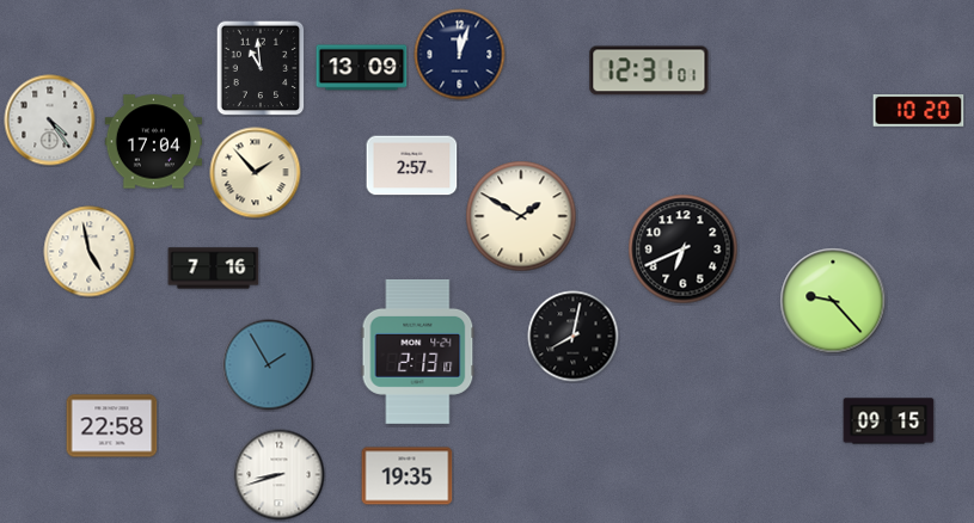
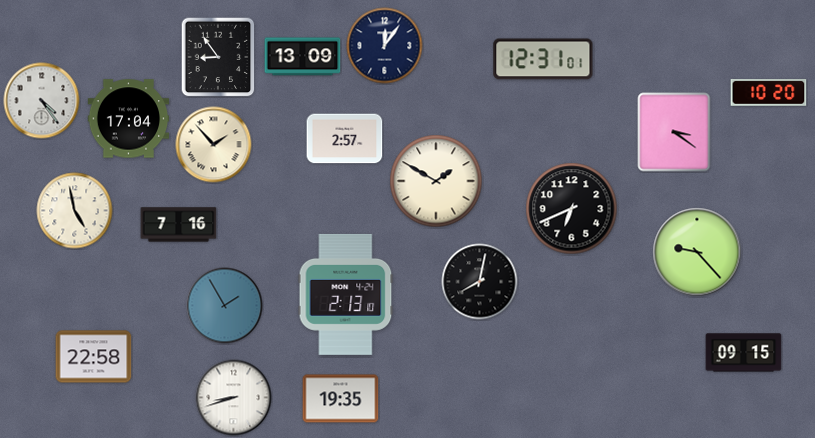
clock at (460, 55): 12:03 -> 12:06
clock at (261, 68): 10:59 -> 8:54
clock at (674, 132): none -> 3:21
clock at (418, 351) position: (418, 351) -> (346, 294)
